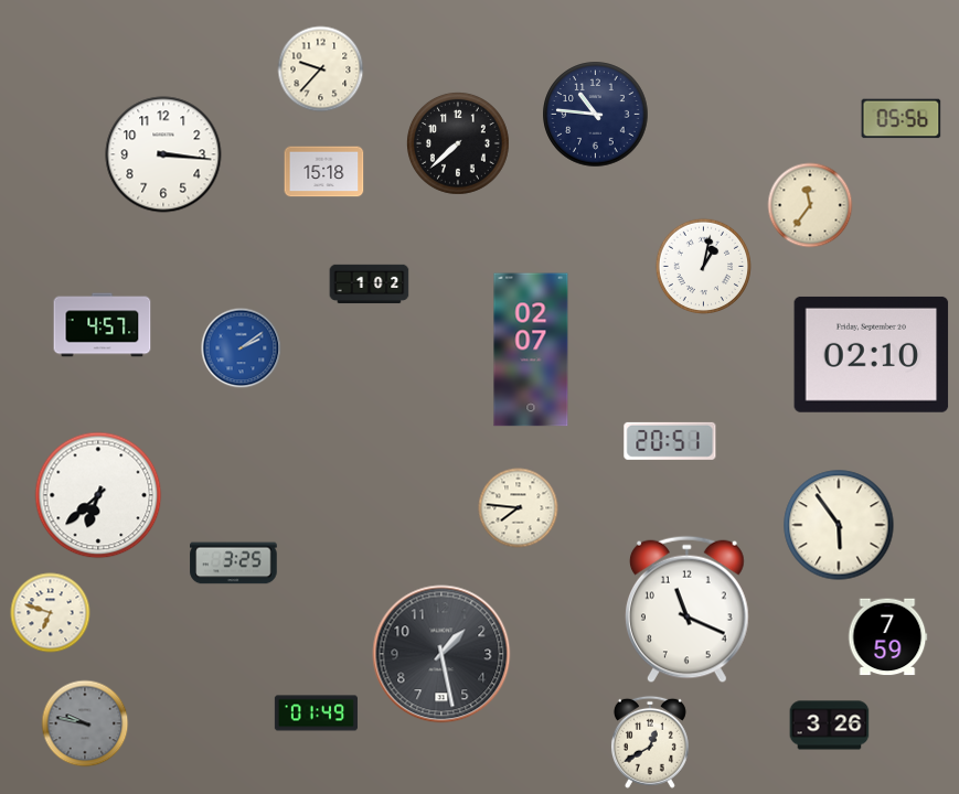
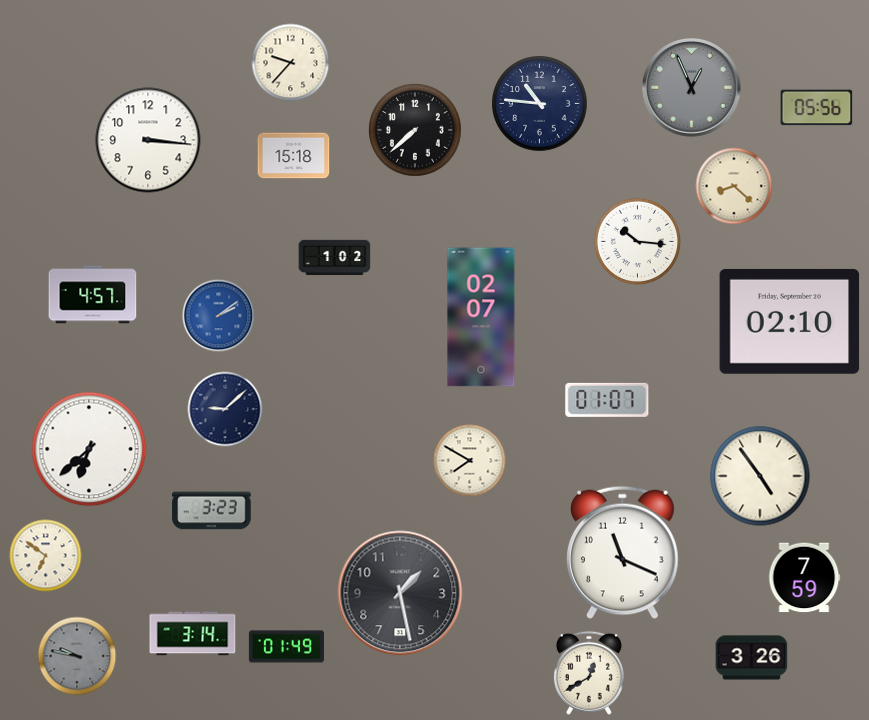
clock at (692, 88): none -> 12:56
clock at (810, 205): 11:36 -> 8:22
clock at (703, 266): 1:02 -> 10:16
clock at (670, 441): 20:51 -> 01:07
clock at (225, 409): none -> 9:08
clock at (519, 508): 7:46 -> 7:50
clock at (839, 525): 5:54 -> 4:54
clock at (234, 564): 3:25 -> 3:23
clock at (51, 613): 6:48 -> 6:51
clock at (193, 634): none -> 3:14
